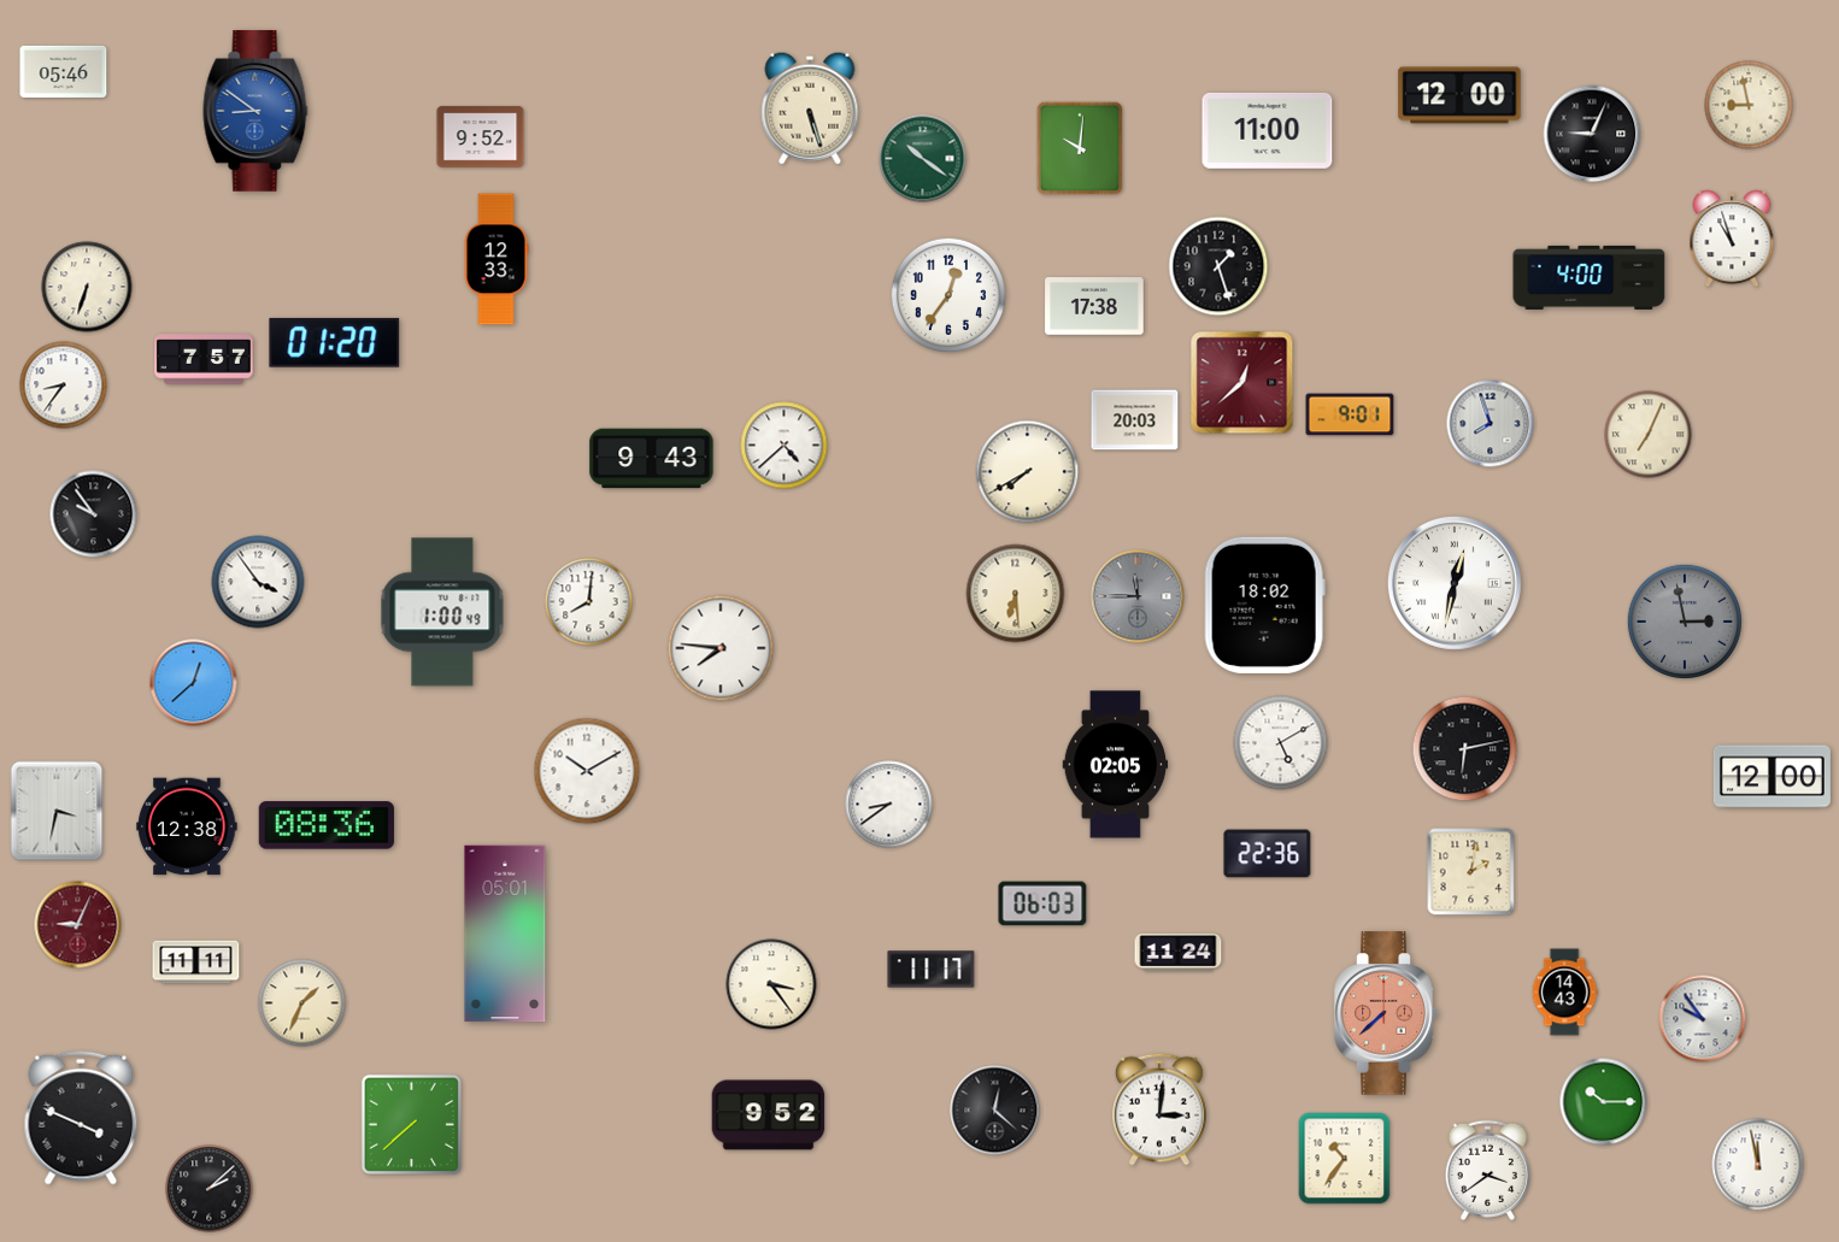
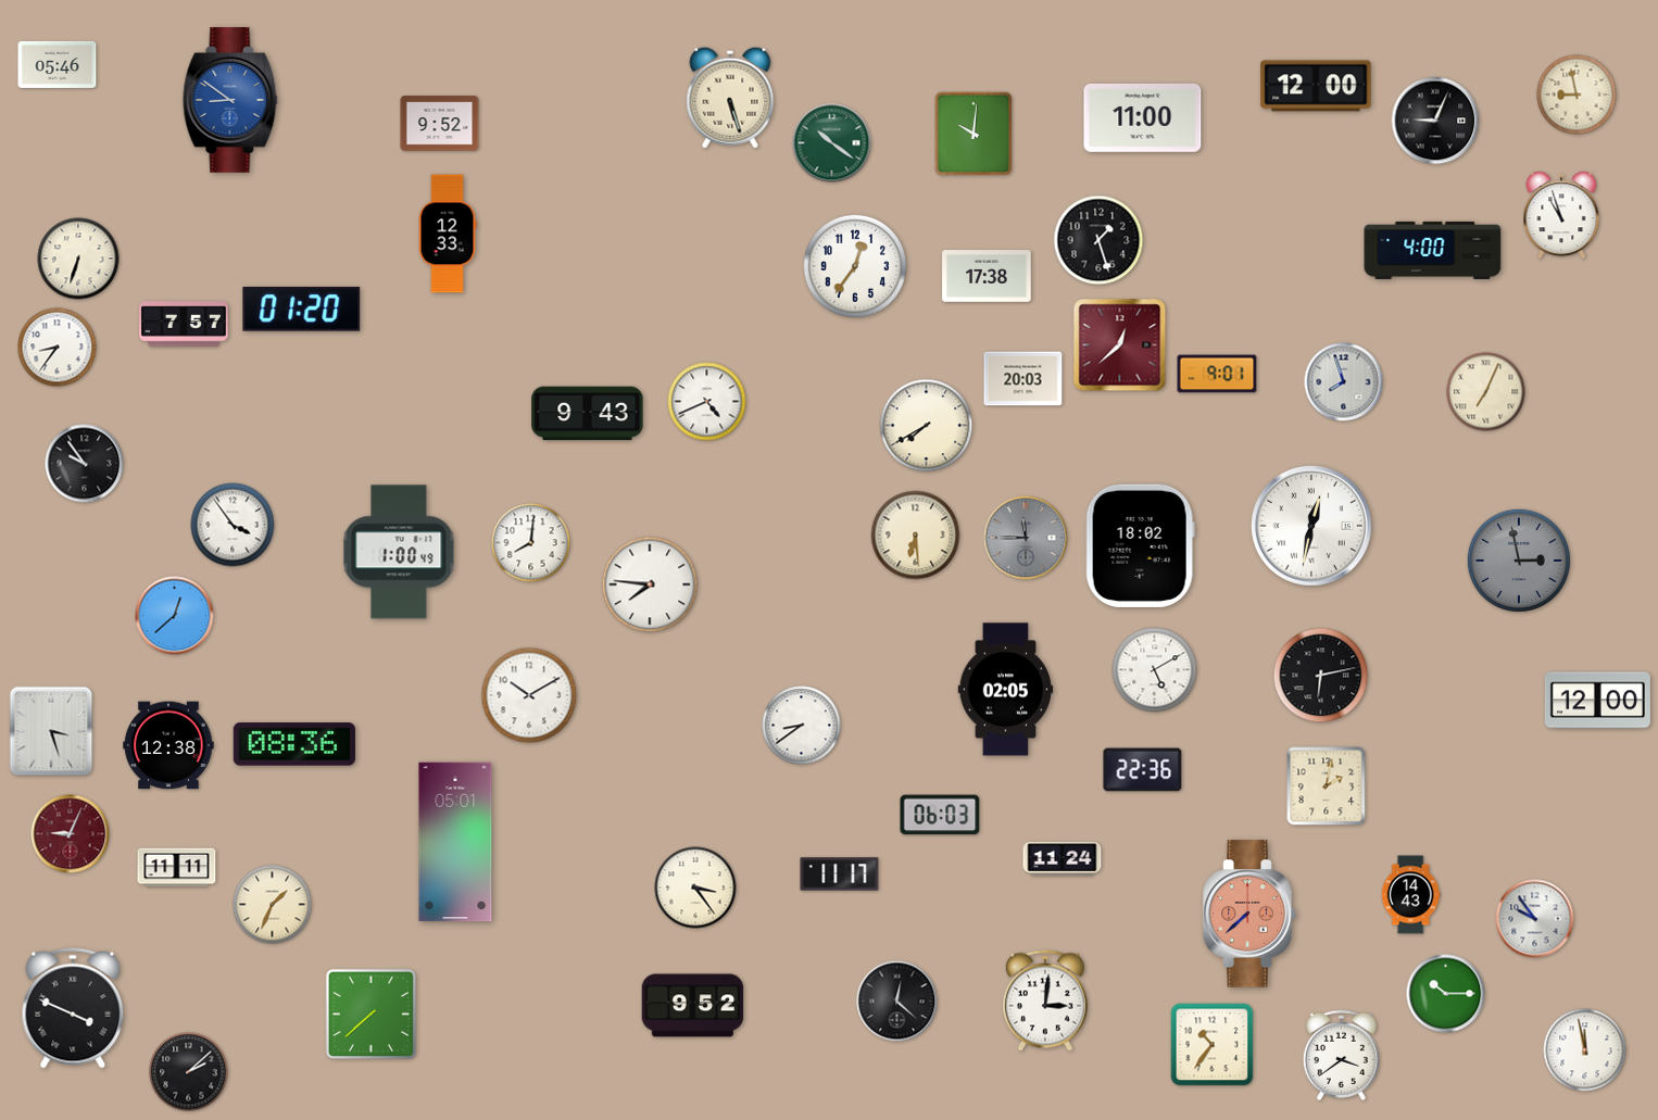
clock at (481, 137) position: (481, 137) -> (440, 124)
clock at (785, 446): 4:38 -> 4:41
clock at (57, 811): 3:32 -> 3:27
